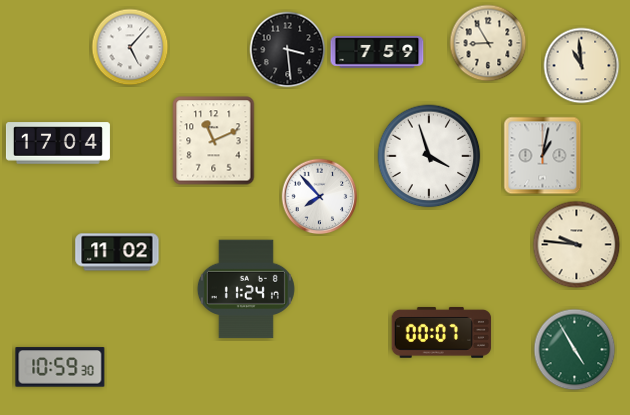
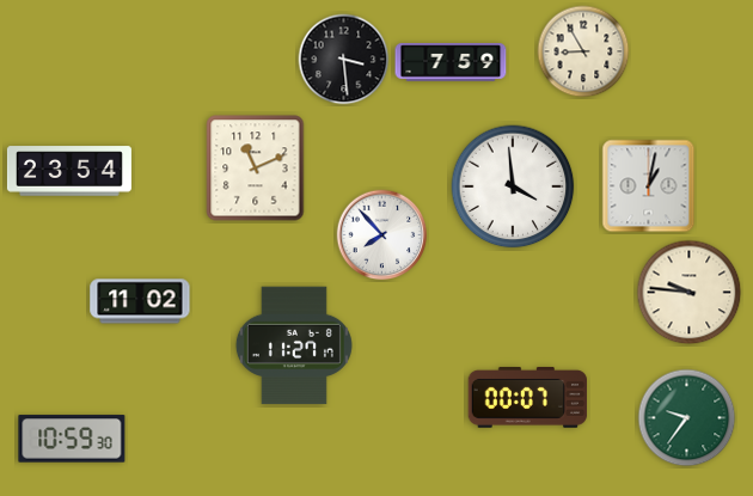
clock at (130, 47): 5:07 -> none
clock at (582, 66): 10:59 -> none
clock at (58, 143): 17:04 -> 23:54
clock at (429, 156): 3:57 -> 3:59
clock at (246, 289): 11:24 -> 11:27
clock at (575, 350): 4:55 -> 9:36
